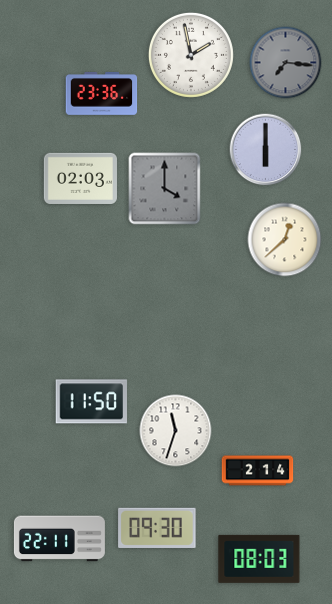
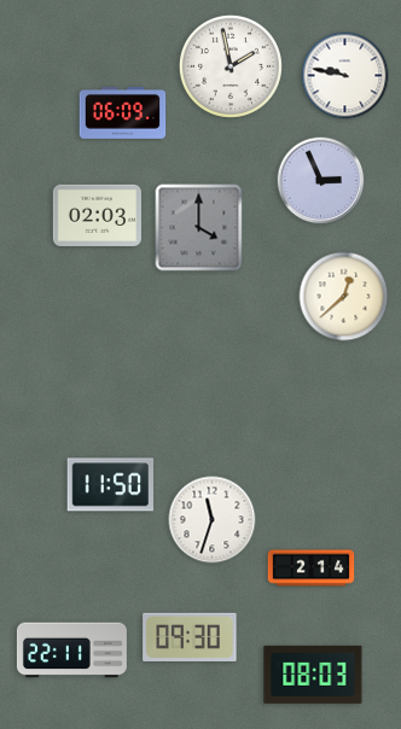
clock at (286, 63): 7:16 -> 9:47
clock at (286, 63) dial: grey -> white
clock at (102, 94): 23:36 -> 06:09
clock at (266, 150): 6:00 -> 2:56
clock at (285, 240) position: (285, 240) -> (344, 297)
